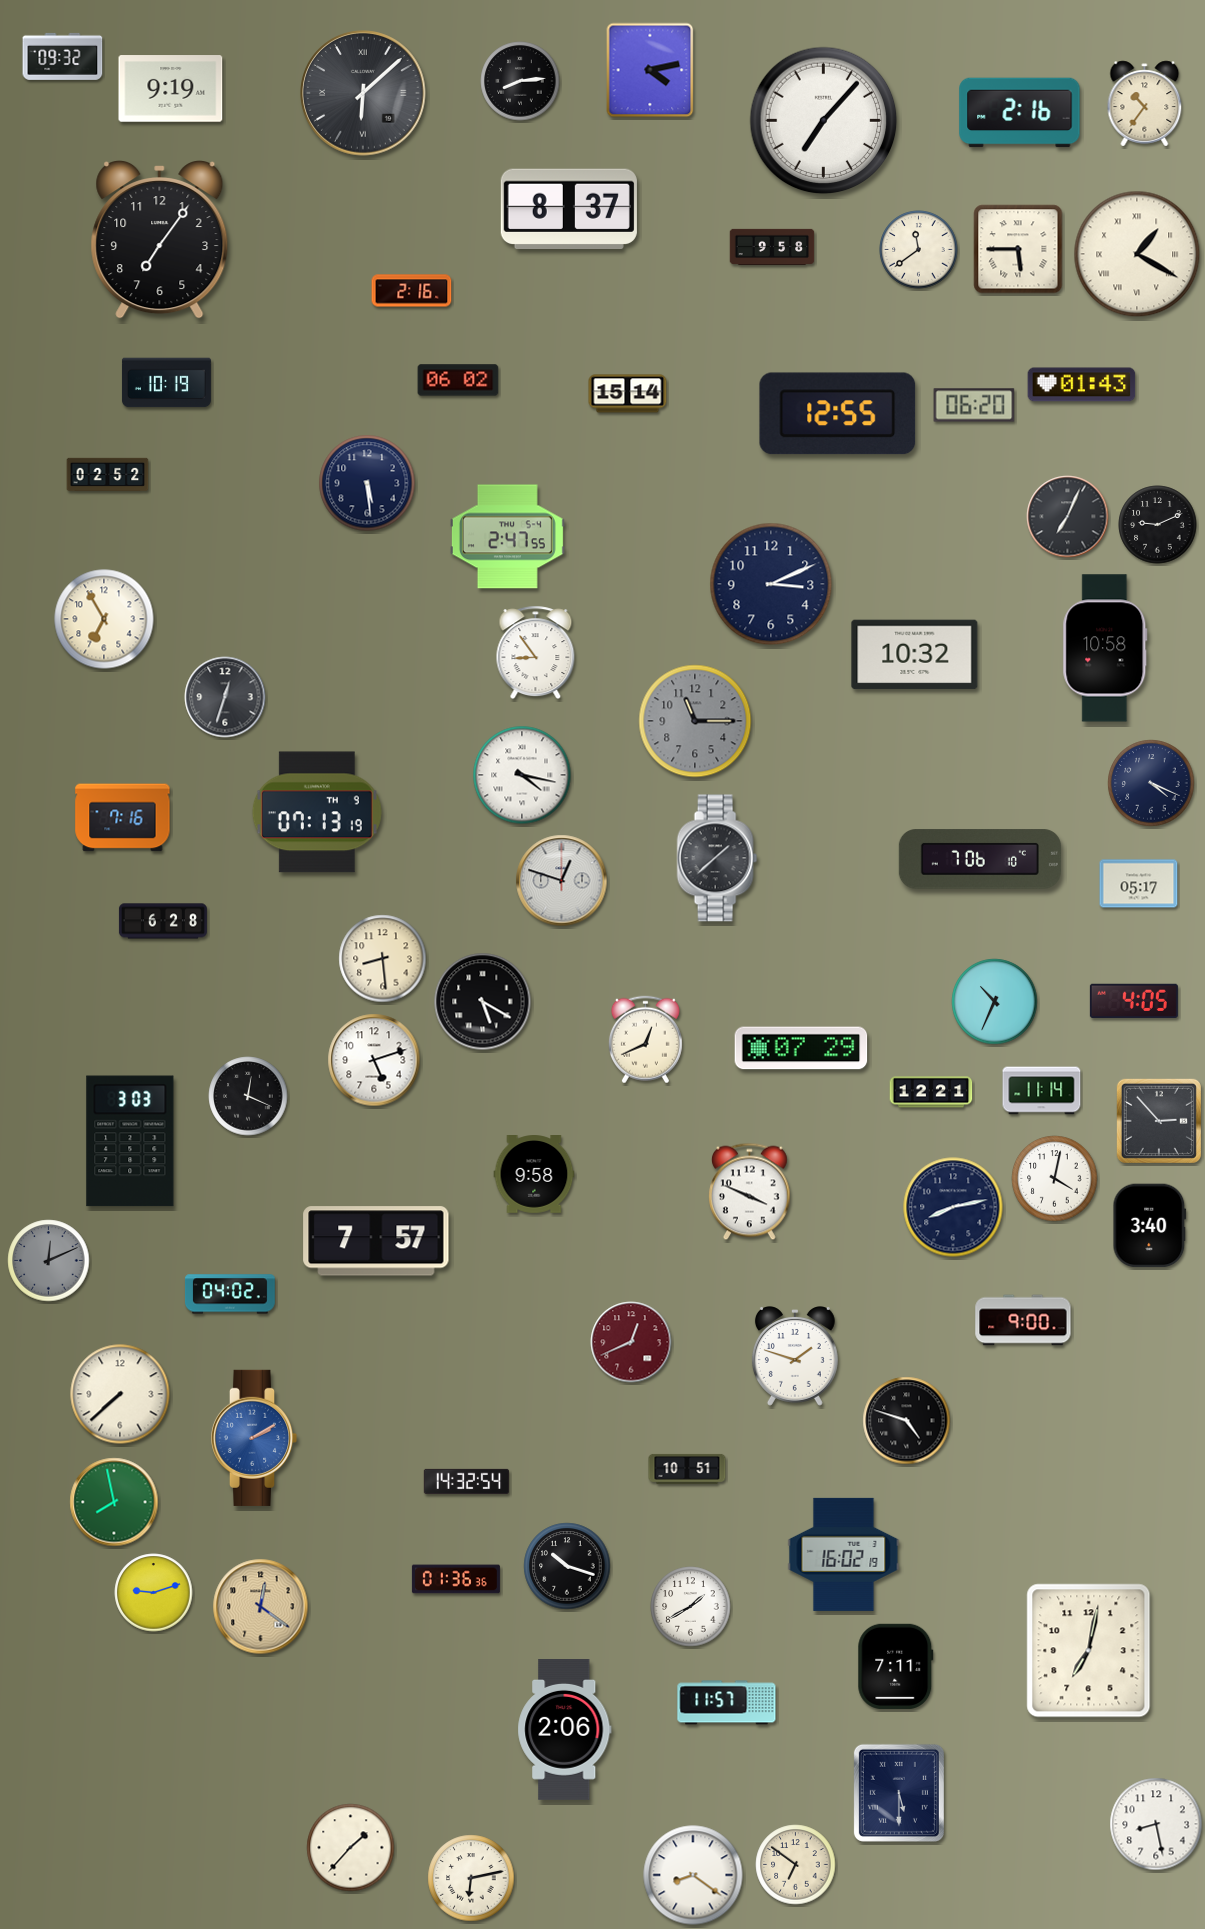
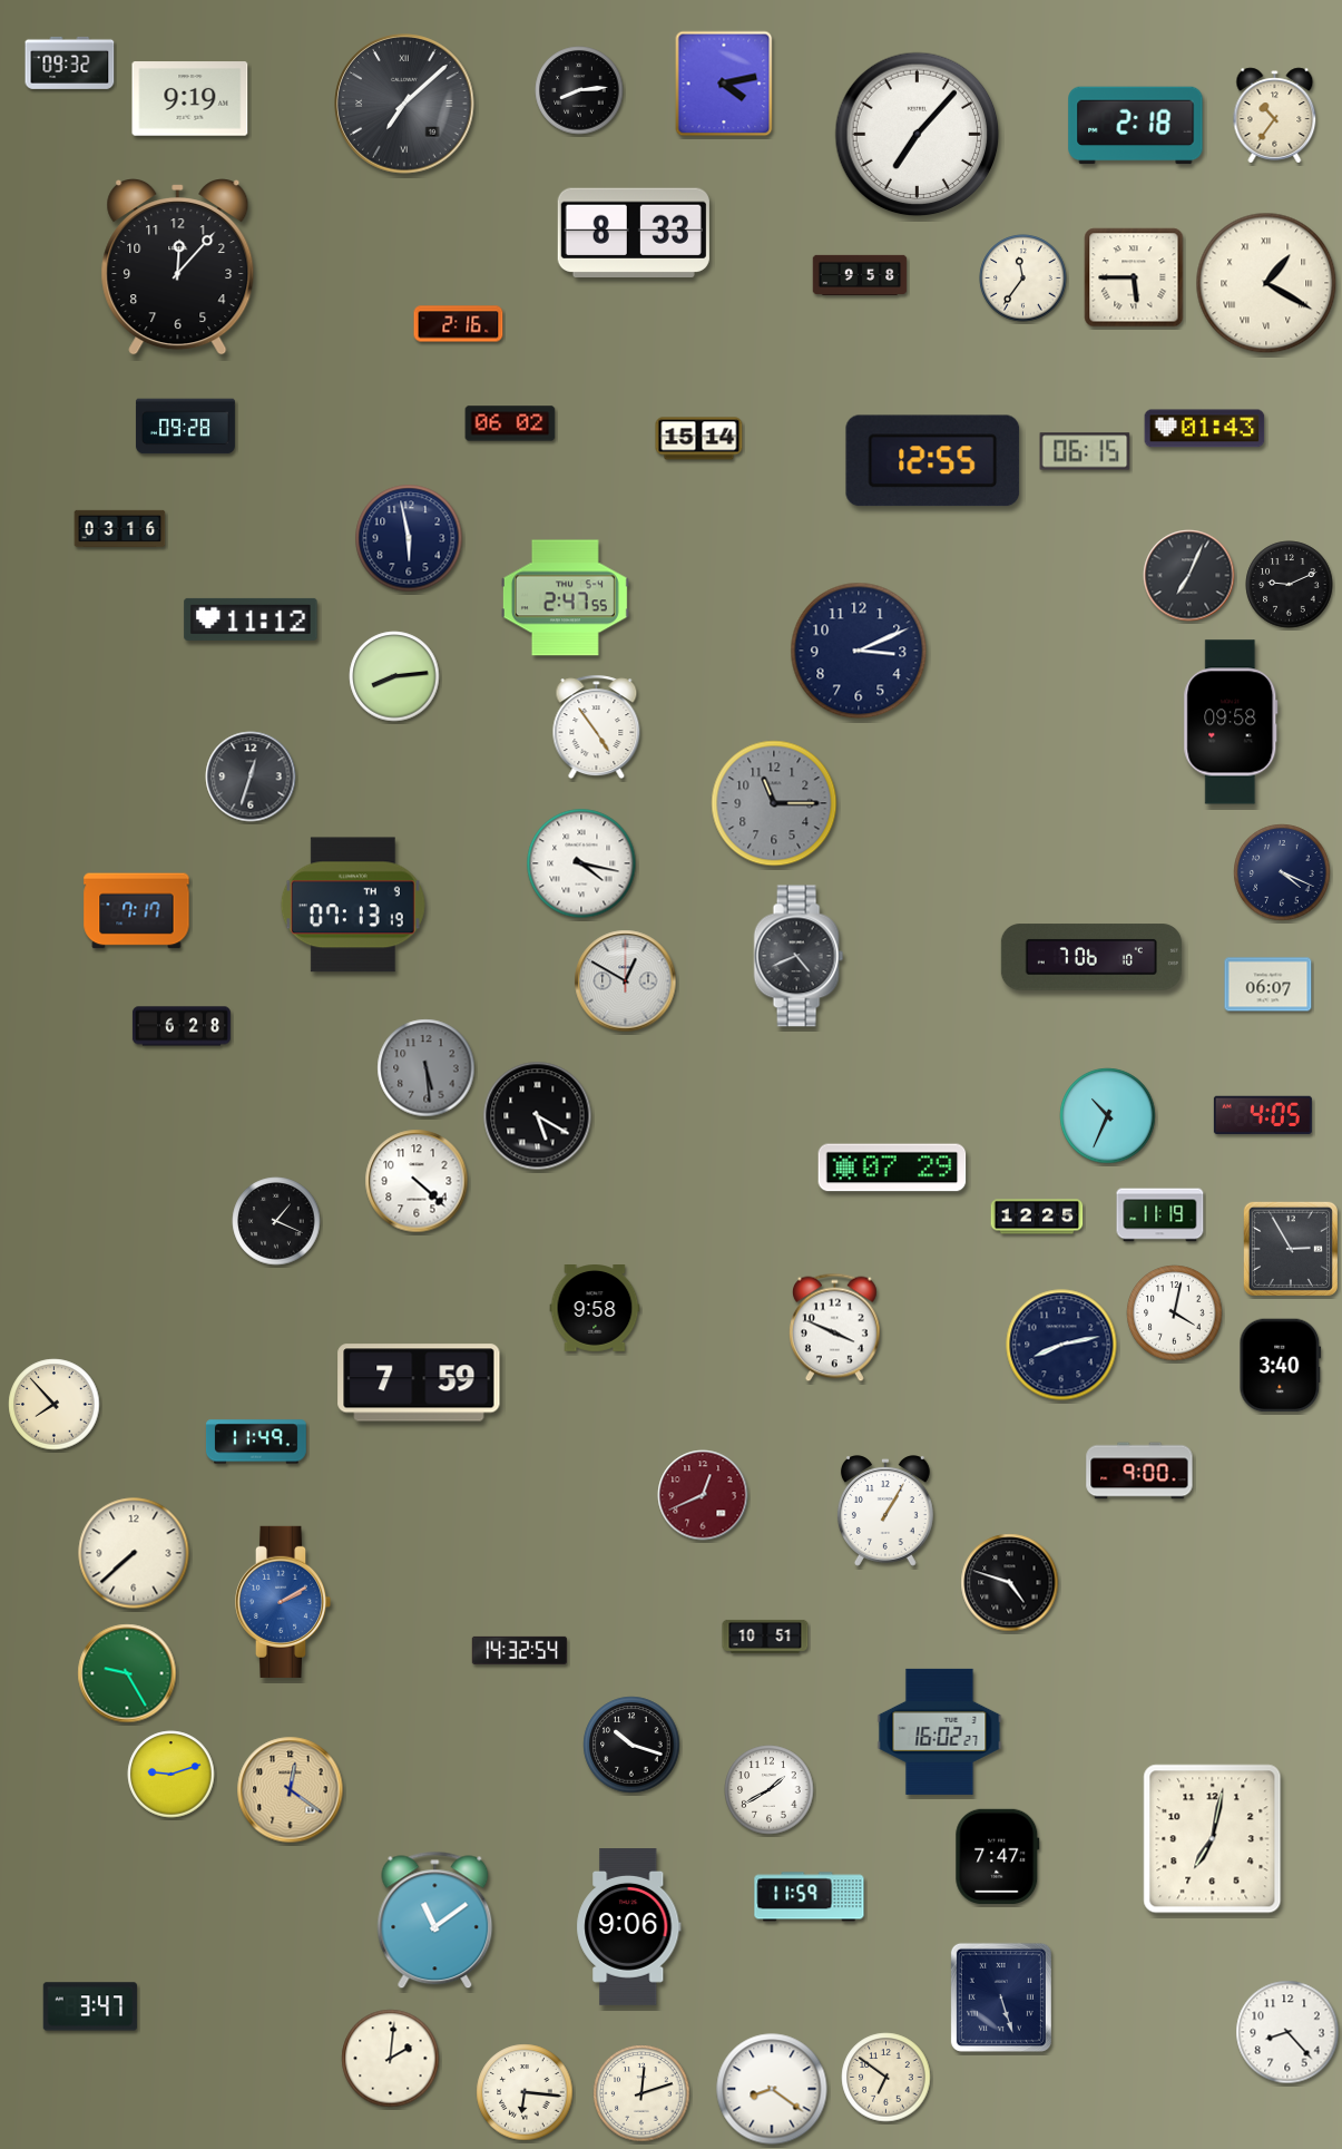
clock at (650, 70) position: (650, 70) -> (724, 84)
clock at (363, 93): 6:08 -> 7:08
clock at (1020, 113): 2:16 -> 2:18
clock at (569, 208): 8:37 -> 8:33
clock at (160, 240): 7:06 -> 12:07
clock at (919, 250): 11:39 -> 11:36
clock at (166, 383): 10:19 -> 09:28
clock at (974, 405): 06:20 -> 06:15
clock at (108, 475): 02:52 -> 03:16
clock at (367, 483): 5:29 -> 5:58
clock at (251, 619): none -> 11:12
clock at (394, 676): none -> 8:14
clock at (104, 619): 6:55 -> none
clock at (1105, 648): 10:58 -> 09:58
clock at (536, 653): 8:54 -> 4:54
clock at (915, 655): 10:32 -> none
clock at (123, 818): 7:16 -> 7:17
clock at (717, 858): 1:38 -> 4:41
clock at (562, 881): 12:48 -> 12:50
clock at (1139, 884): 05:17 -> 06:07
clock at (383, 959): 8:29 -> 5:29
clock at (383, 959) dial: cream -> grey
clock at (645, 1040): 12:41 -> none
clock at (374, 1060): 5:12 -> 4:22
clock at (1042, 1091): 11:14 -> 11:19
clock at (931, 1092): 12:21 -> 12:25
clock at (248, 1096): 12:19 -> 1:19
clock at (1159, 1121): 2:53 -> 2:55
clock at (130, 1141): 3:03 -> none
clock at (376, 1241): 7:57 -> 7:59
clock at (49, 1261): 12:11 -> 7:53
clock at (49, 1261) dial: grey -> cream
clock at (230, 1294): 04:02 -> 11:49
clock at (795, 1356): 1:48 -> 1:05
clock at (114, 1502): 7:58 -> 9:25
clock at (844, 1554): 16:02:19 -> 16:02:27
clock at (456, 1579): 01:36 -> none
clock at (896, 1666): 7:11 -> 7:47
clock at (727, 1703): 11:57 -> 11:59
clock at (435, 1921): none -> 11:09
clock at (565, 1730): 2:06 -> 9:06
clock at (899, 1793): 5:30 -> 5:27
clock at (90, 2006): none -> 3:47
clock at (1156, 1824): 8:28 -> 8:23
clock at (351, 1848): 1:37 -> 2:01
clock at (471, 1878): 6:13 -> 6:16
clock at (641, 2093): none -> 12:12
